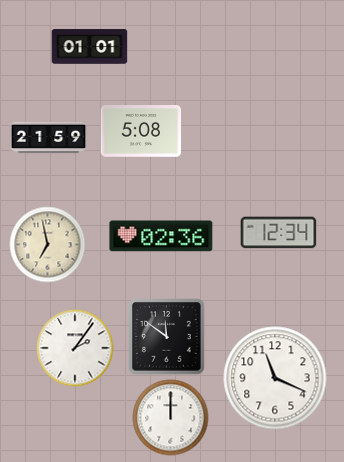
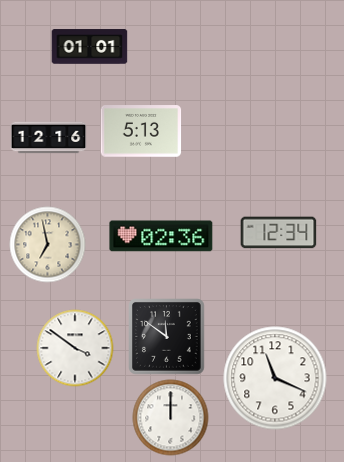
clock at (141, 131): 5:08 -> 5:13
clock at (49, 138): 21:59 -> 12:16
clock at (75, 348): 2:06 -> 3:51
